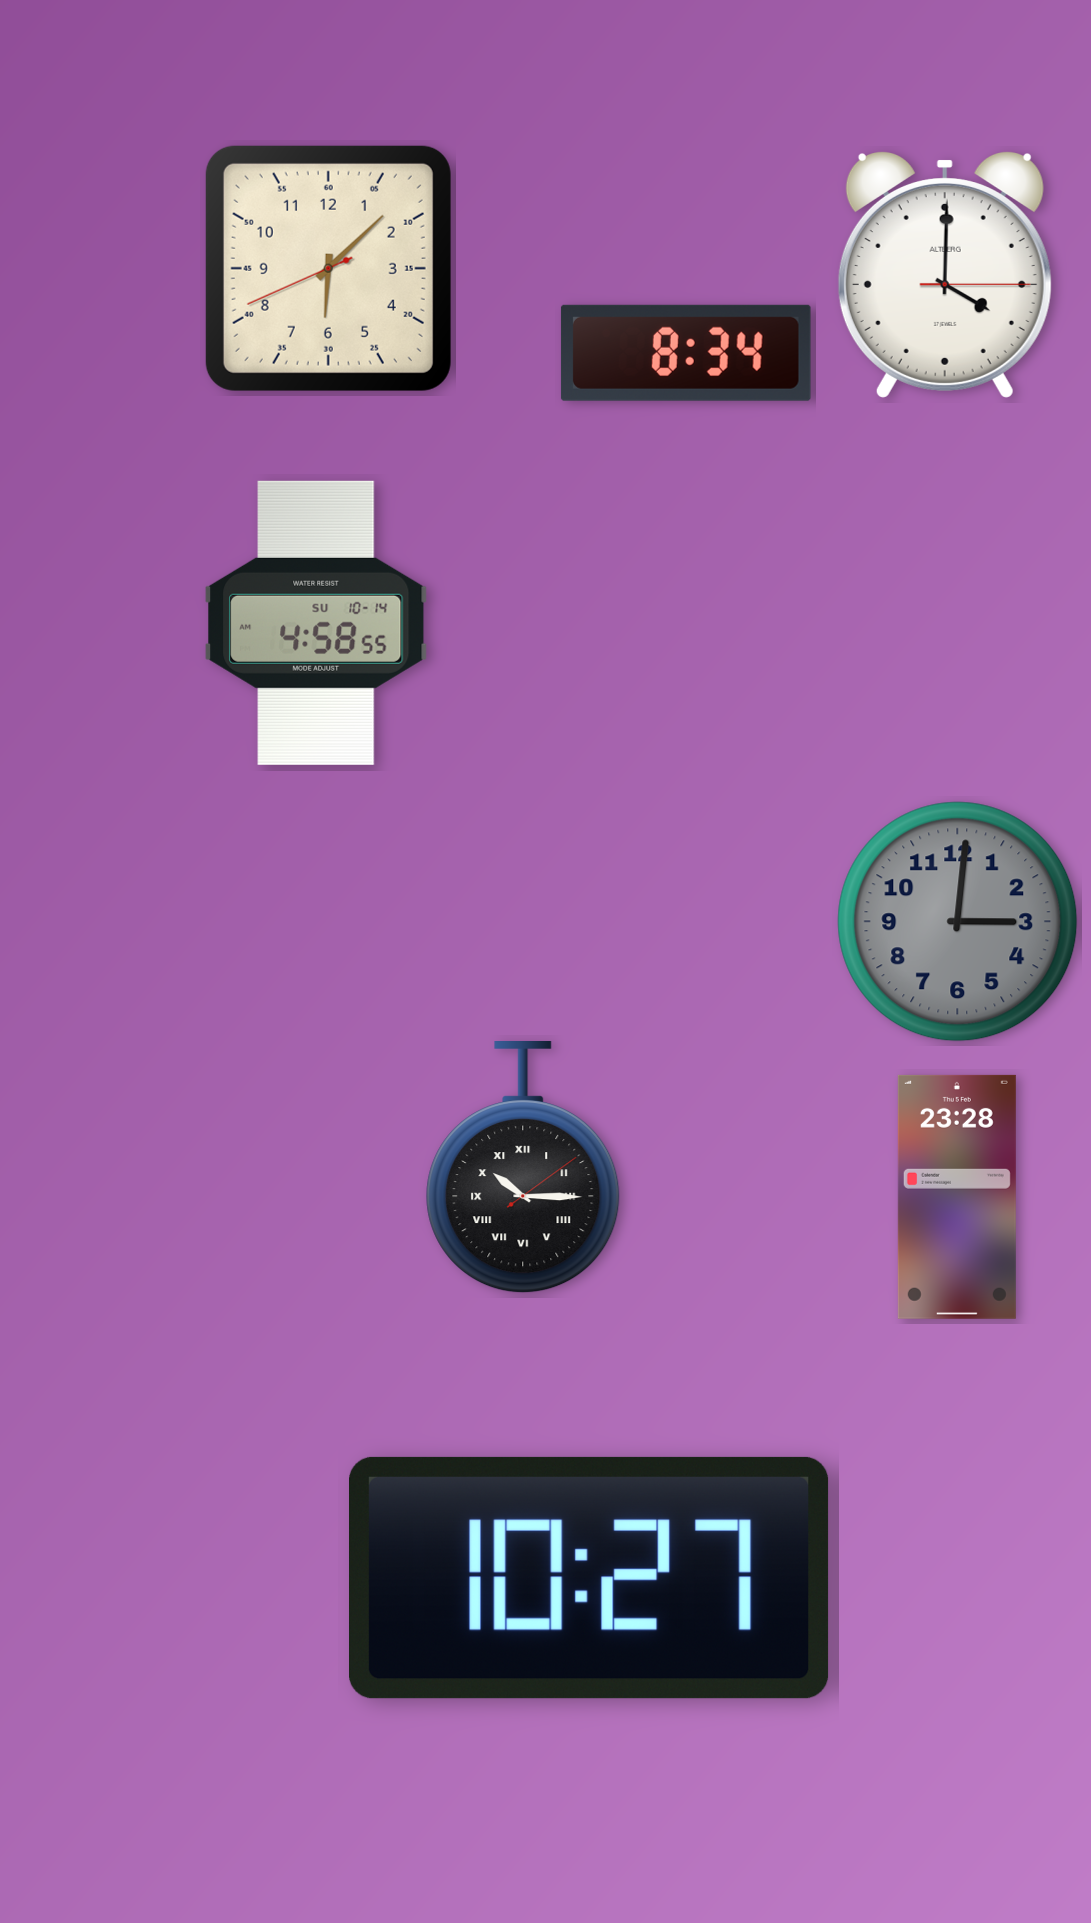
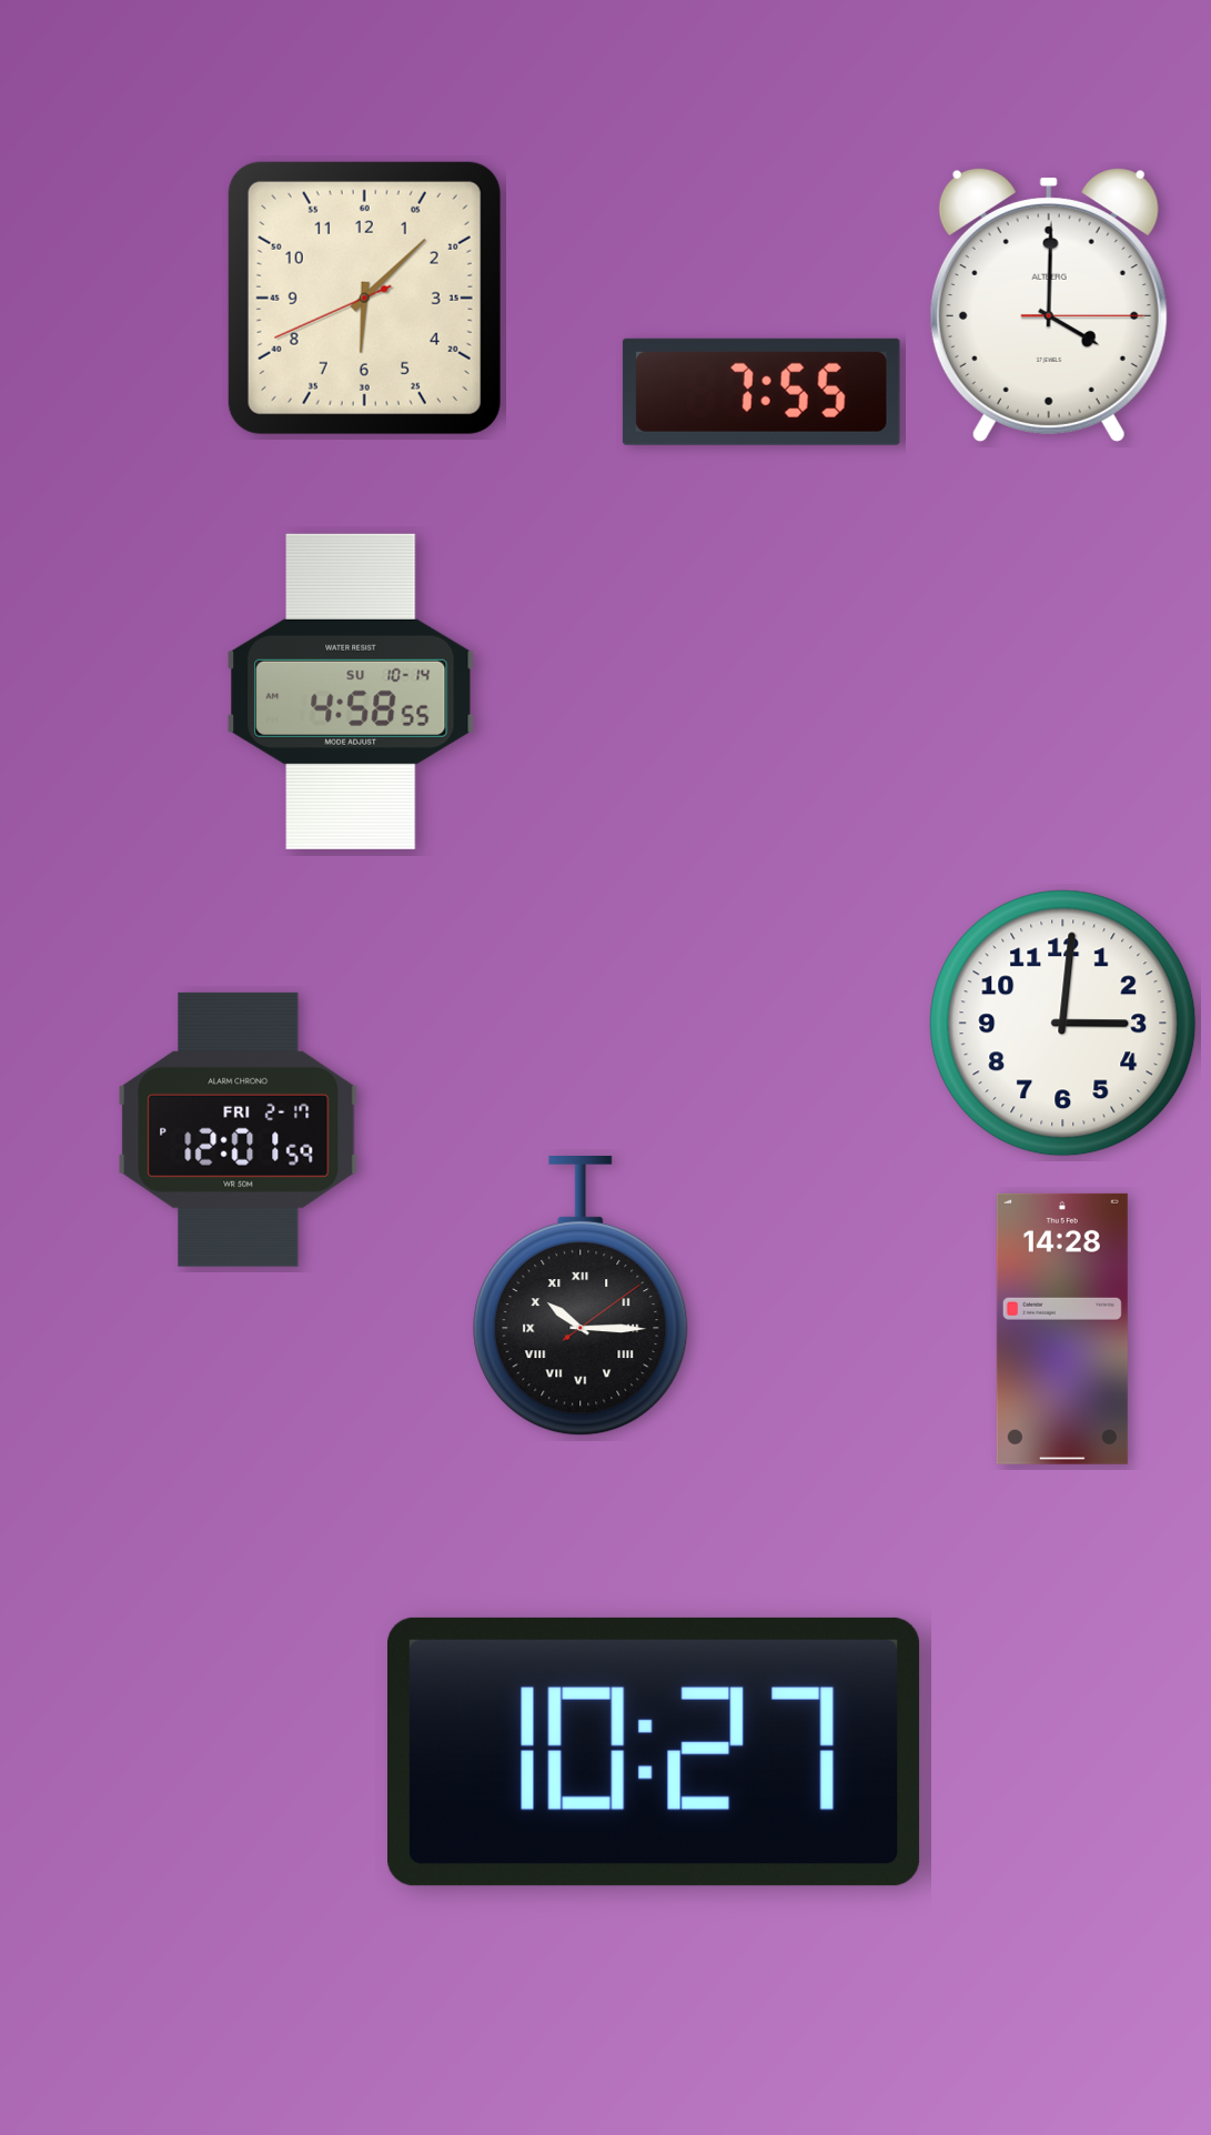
clock at (686, 353): 8:34 -> 7:55
clock at (958, 922) dial: grey -> white
clock at (239, 1129): none -> 12:01
clock at (957, 1197): 23:28 -> 14:28
